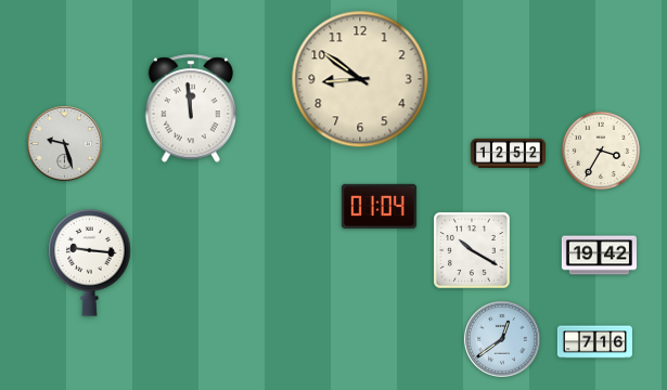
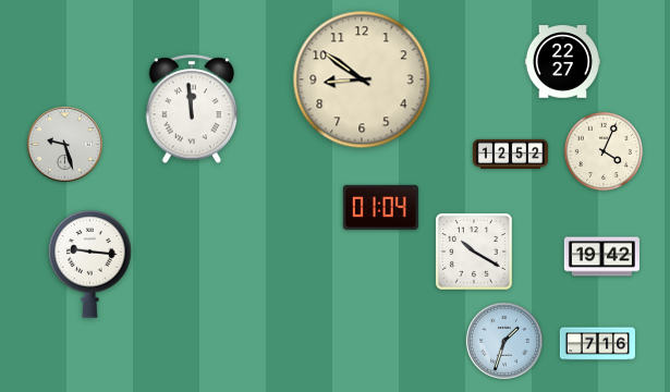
clock at (562, 62): none -> 22:27
clock at (600, 149): 3:35 -> 4:04
clock at (502, 339): 12:39 -> 1:33
